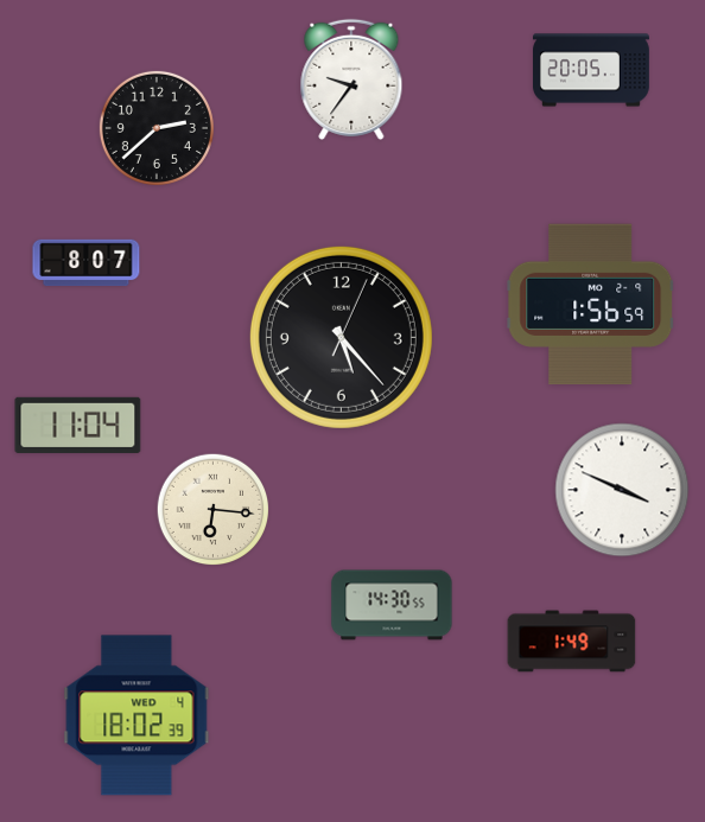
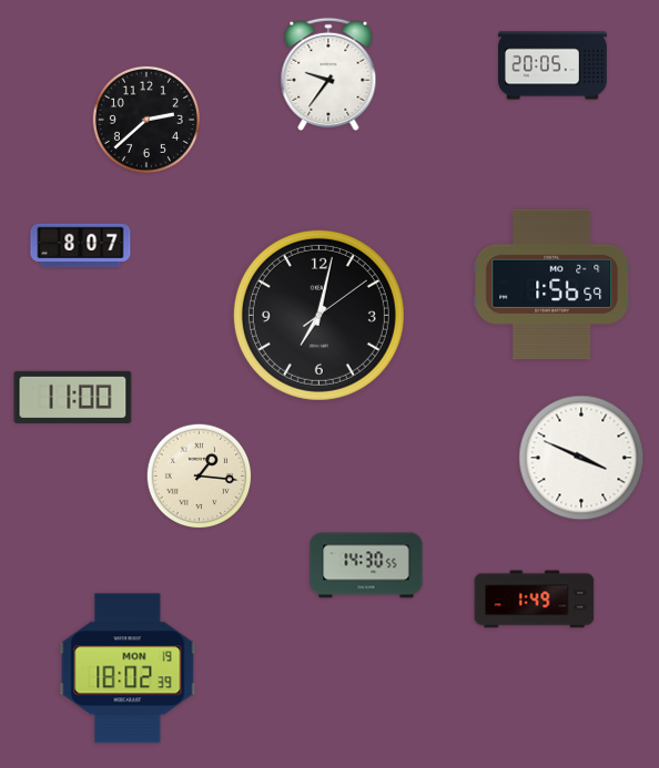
clock at (341, 337): 5:23 -> 7:02
clock at (78, 425): 11:04 -> 11:00
clock at (214, 510): 6:16 -> 1:16
clock at (136, 715) date: WED 4 -> MON 19
